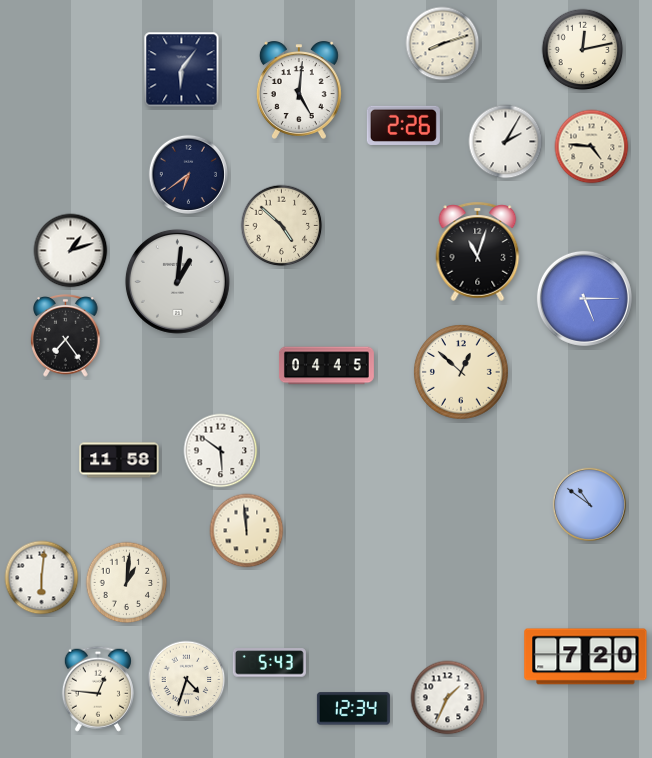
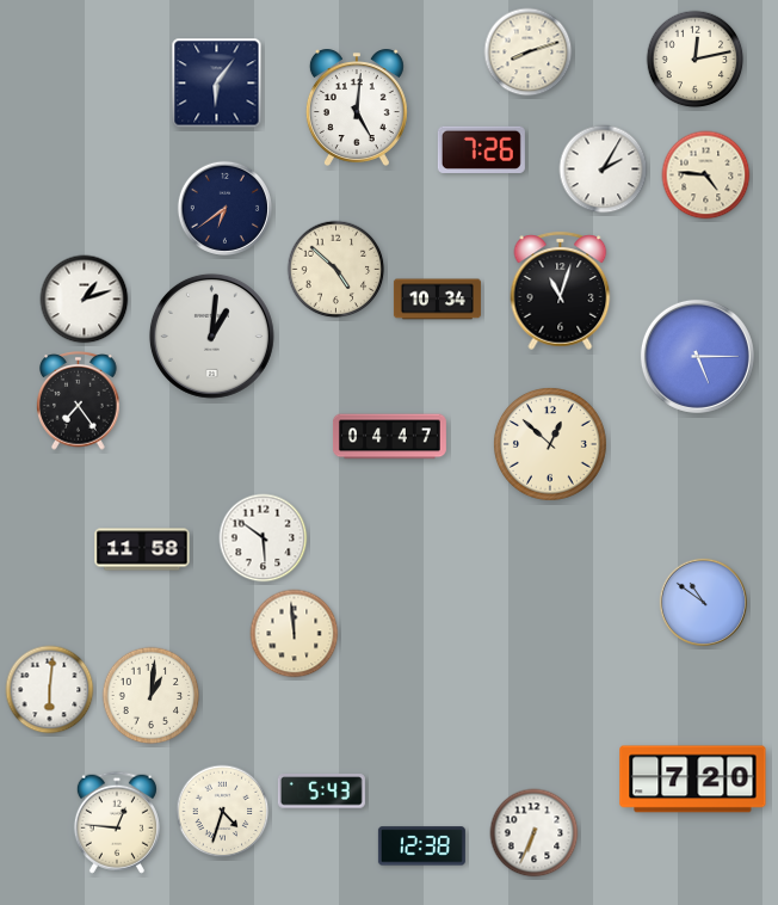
clock at (403, 125): 2:26 -> 7:26
clock at (437, 300): none -> 10:34
clock at (478, 251) position: (478, 251) -> (561, 290)
clock at (326, 366): 04:45 -> 04:47
clock at (586, 657) position: (586, 657) -> (693, 780)
clock at (448, 698): 1:34 -> 6:34
clock at (353, 709): 12:34 -> 12:38
